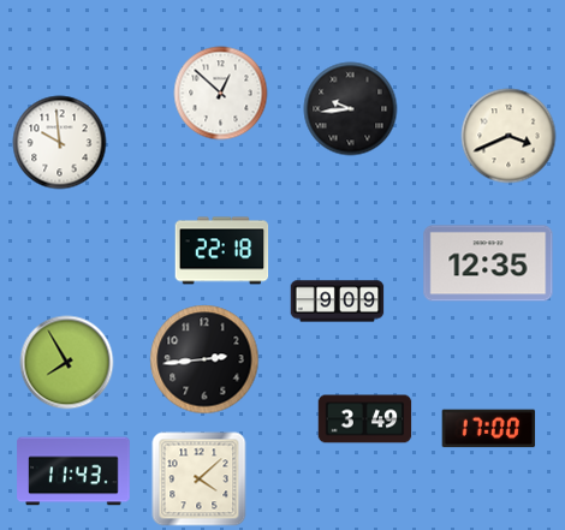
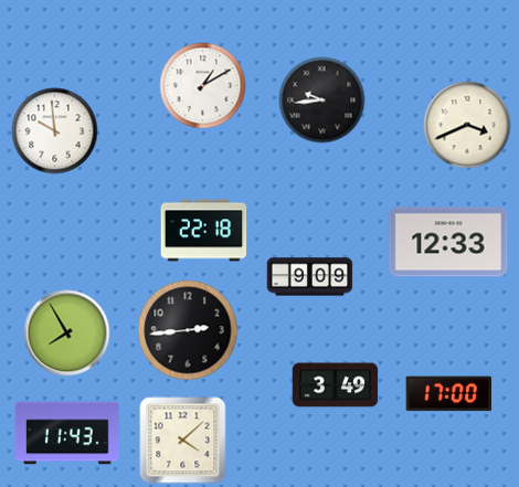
clock at (220, 93): 12:52 -> 1:10
clock at (488, 263): 12:35 -> 12:33
clock at (66, 362) position: (66, 362) -> (66, 332)
